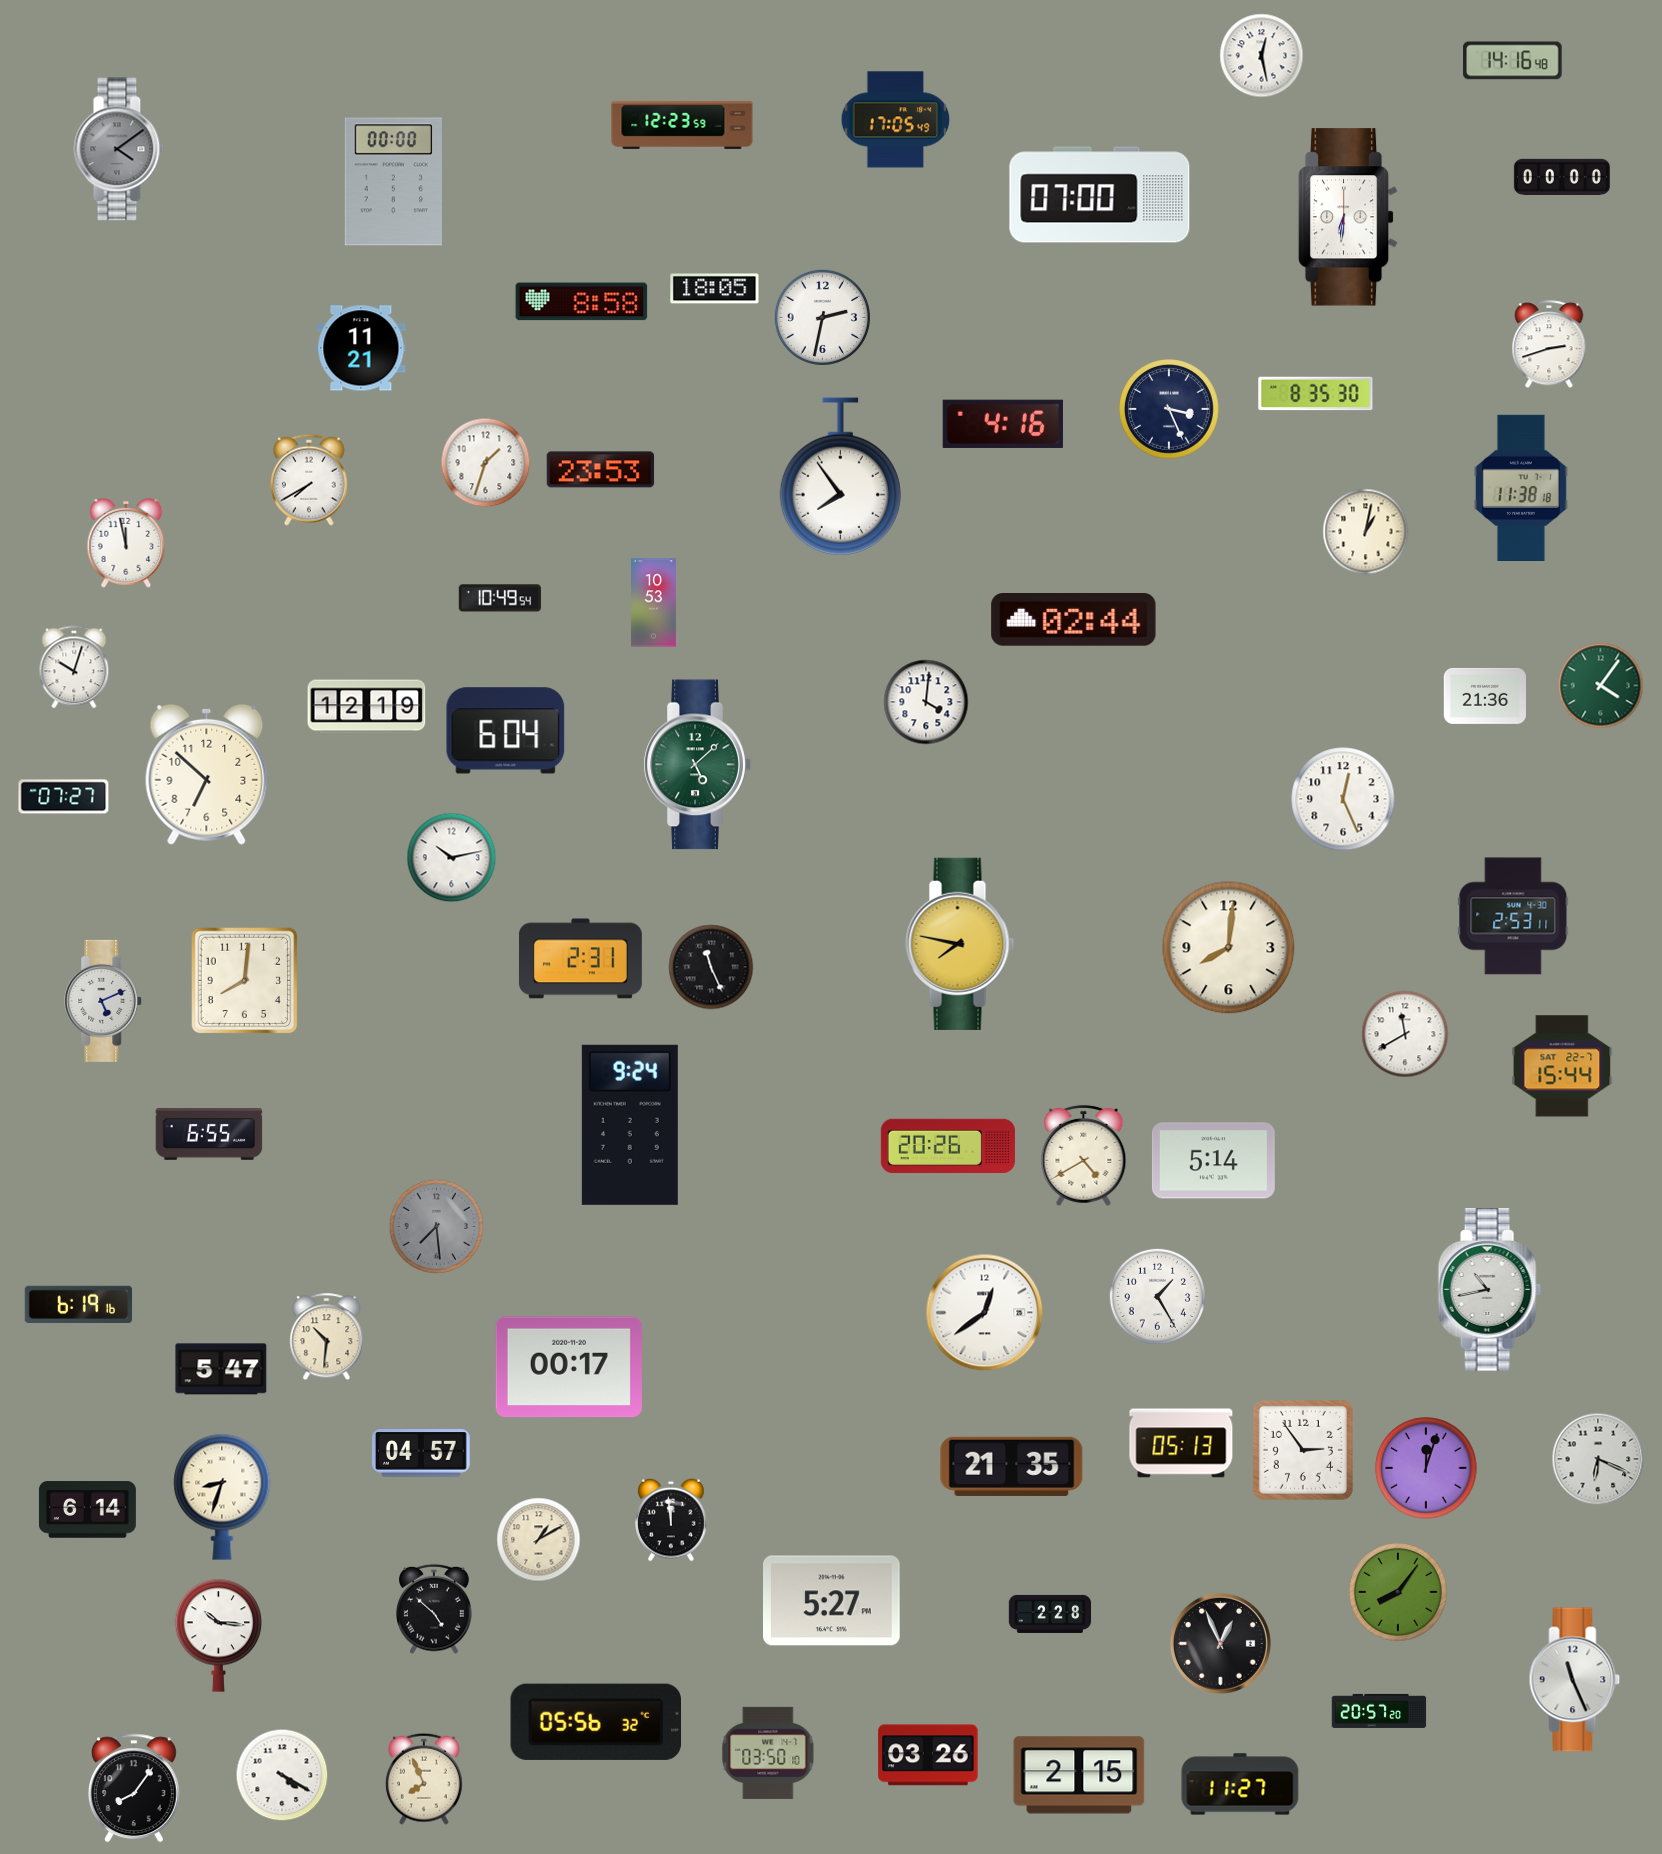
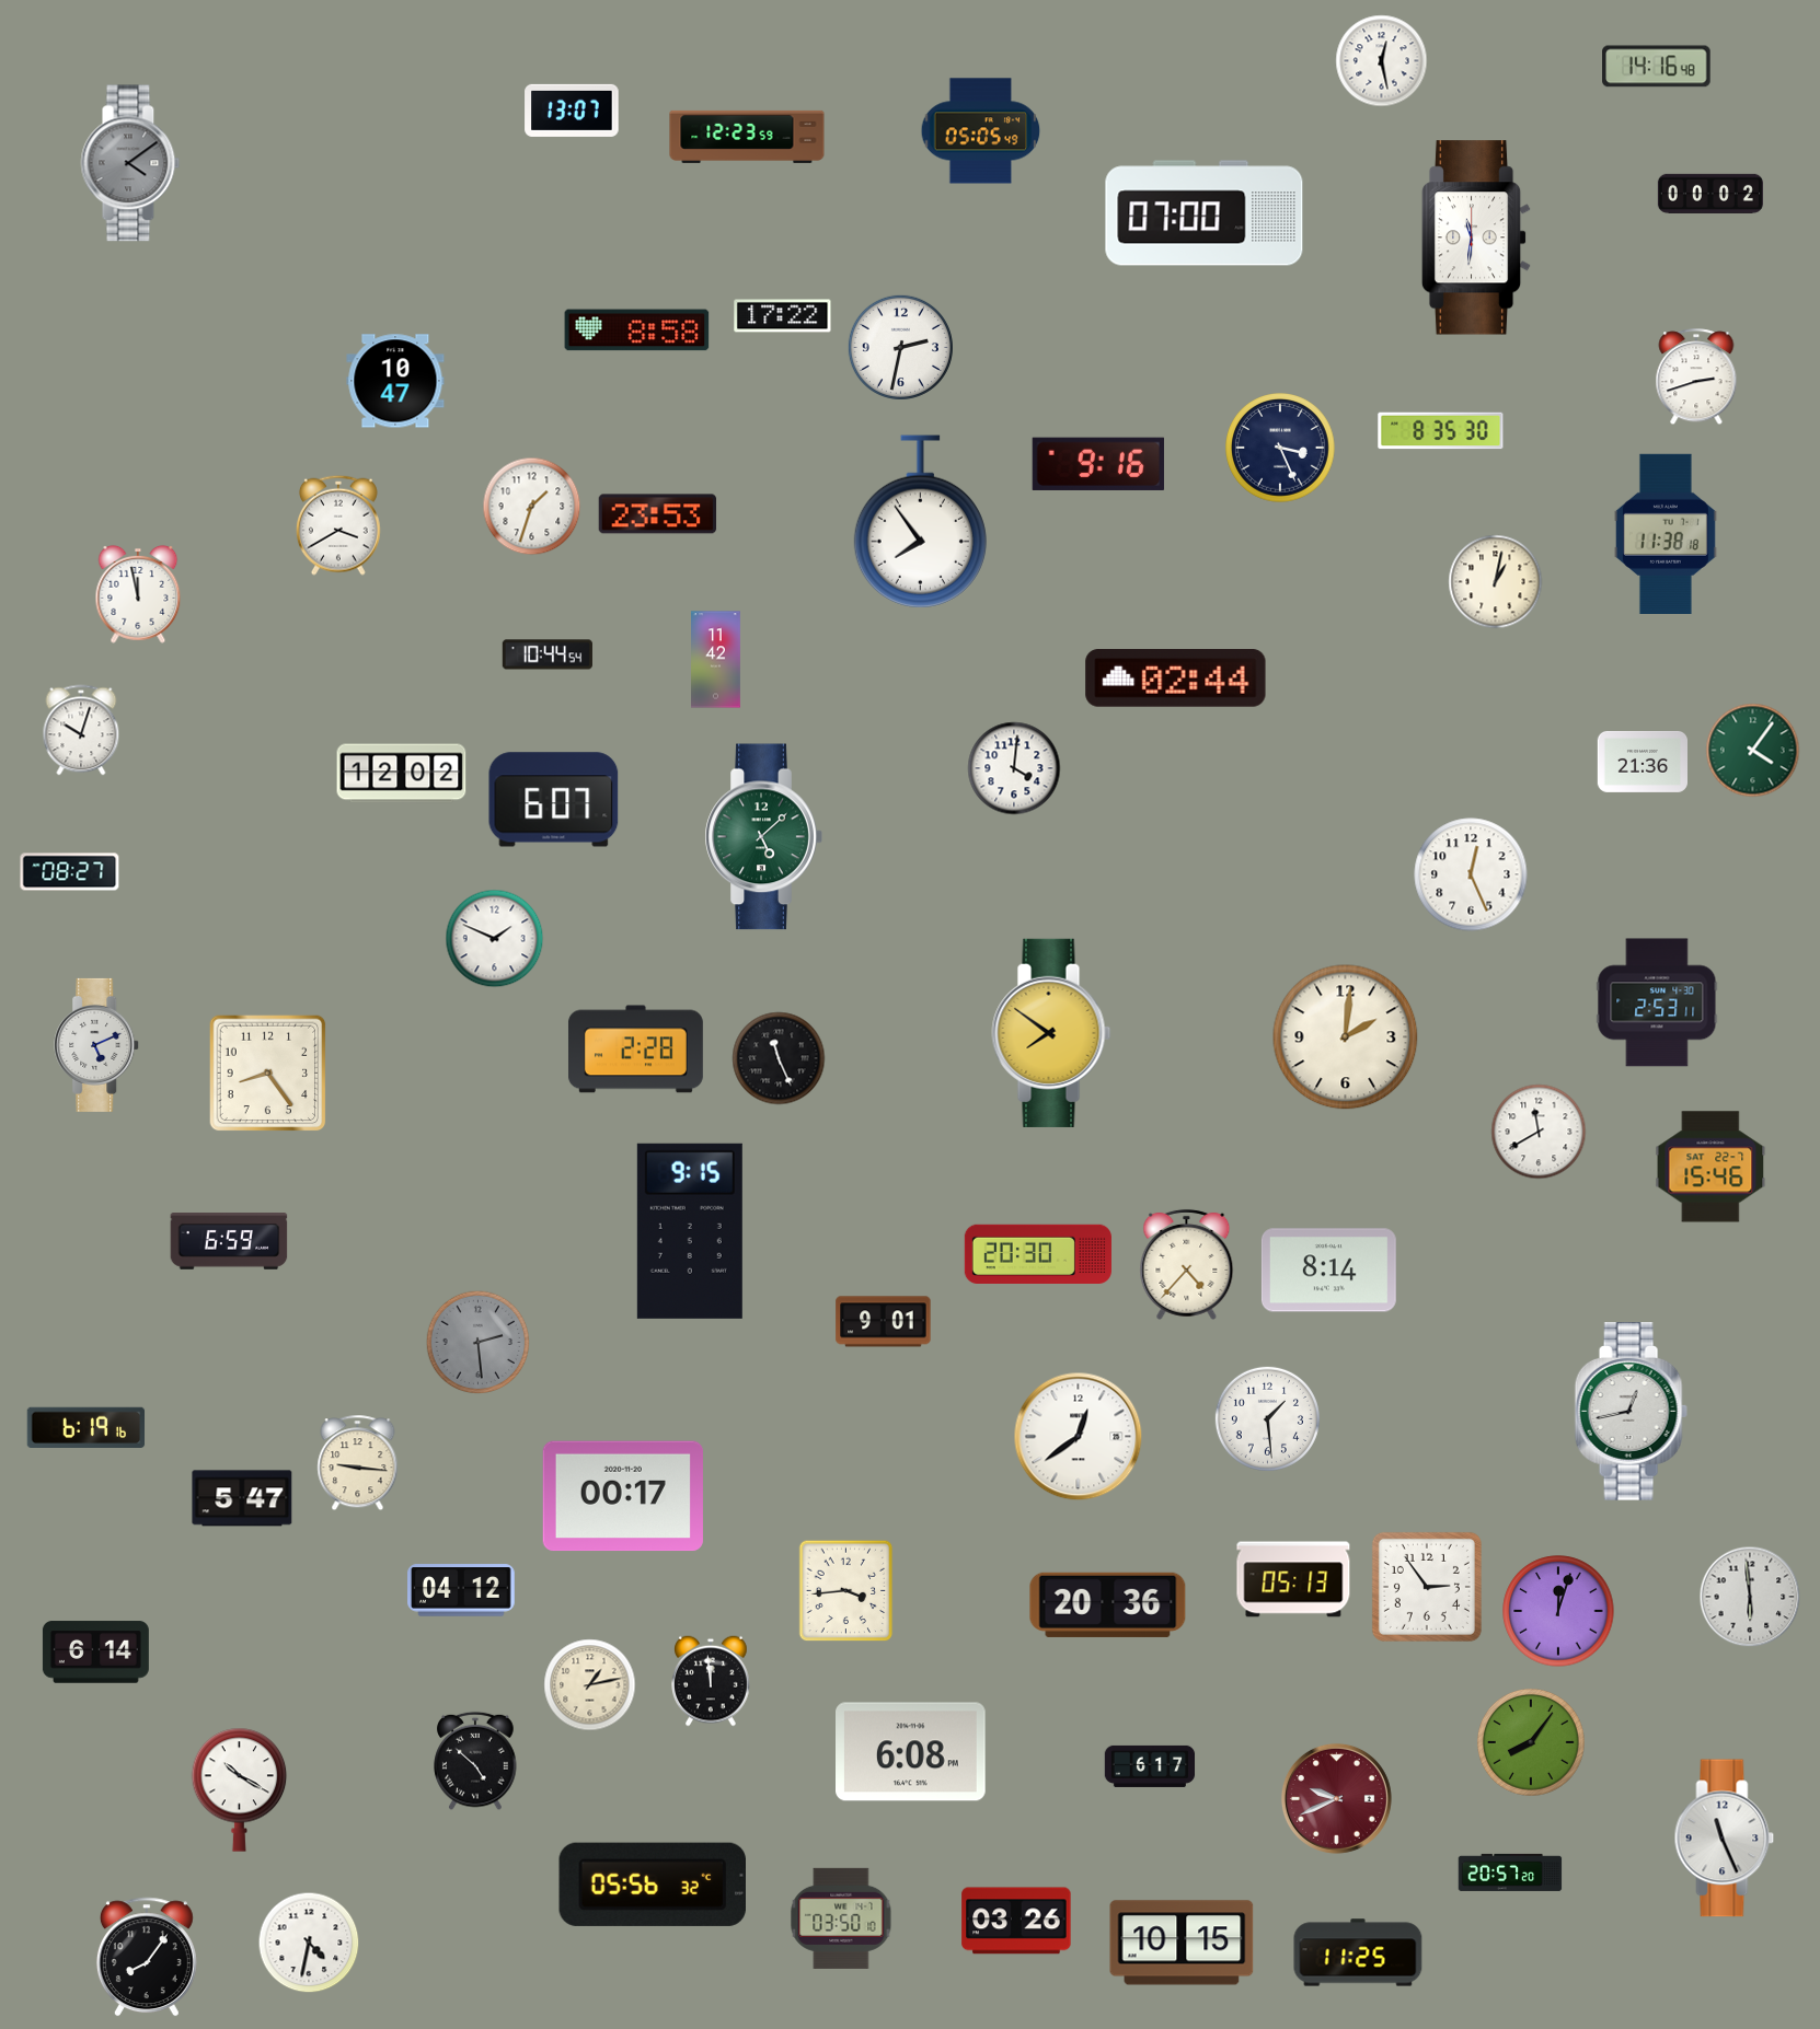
clock at (572, 111): none -> 13:07
clock at (896, 120): 17:05 -> 05:05
clock at (1562, 177): 00:00 -> 00:02
clock at (393, 182): 00:00 -> none
clock at (1348, 217): 6:31 -> 11:31
clock at (715, 289): 18:05 -> 17:22
clock at (361, 348): 11:21 -> 10:47
clock at (1003, 423): 4:16 -> 9:16
clock at (310, 480): 7:40 -> 3:40
clock at (500, 598): 10:49 -> 10:44
clock at (654, 603): 10:53 -> 11:42
clock at (1484, 696) position: (1484, 696) -> (1642, 762)
clock at (367, 707): 12:19 -> 12:02
clock at (506, 731): 6:04 -> 6:07
clock at (207, 774): 6:52 -> none
clock at (64, 797): 07:27 -> 08:27
clock at (452, 858): 10:13 -> 1:49
clock at (960, 944): 7:47 -> 7:51
clock at (1229, 948): 8:01 -> 2:01
clock at (580, 959): 2:31 -> 2:28
clock at (245, 981): 8:01 -> 8:24
clock at (104, 1001) position: (104, 1001) -> (97, 1045)
clock at (1562, 1066): 15:44 -> 15:46
clock at (630, 1125): 9:24 -> 9:15
clock at (209, 1135): 6:55 -> 6:59
clock at (948, 1145): 20:26 -> 20:30
clock at (1084, 1155): 4:40 -> 4:37
clock at (1213, 1161): 5:14 -> 8:14
clock at (884, 1322): none -> 9:01
clock at (437, 1227): 7:29 -> 2:29
clock at (1489, 1290): 10:43 -> 12:43
clock at (1157, 1296): 1:25 -> 1:29
clock at (327, 1337): 10:31 -> 9:16
clock at (422, 1453): 04:57 -> 04:12
clock at (846, 1591): none -> 3:44
clock at (1598, 1459): 6:19 -> 5:59
clock at (1012, 1466): 21:35 -> 20:36
clock at (1426, 1468) position: (1426, 1468) -> (1558, 1611)
clock at (222, 1497): 8:33 -> none
clock at (671, 1520) position: (671, 1520) -> (711, 1681)
clock at (539, 1540): 1:10 -> 1:13
clock at (832, 1601): 5:27 -> 6:08
clock at (1050, 1614): 2:28 -> 6:17
clock at (219, 1635): 10:16 -> 10:20
clock at (1220, 1643): 12:56 -> 9:41
clock at (1220, 1643) dial: black -> burgundy
clock at (282, 1775): 4:20 -> 4:32
clock at (1079, 1775): 2:15 -> 10:15
clock at (425, 1779): 7:56 -> none
clock at (1240, 1784): 11:27 -> 11:25
